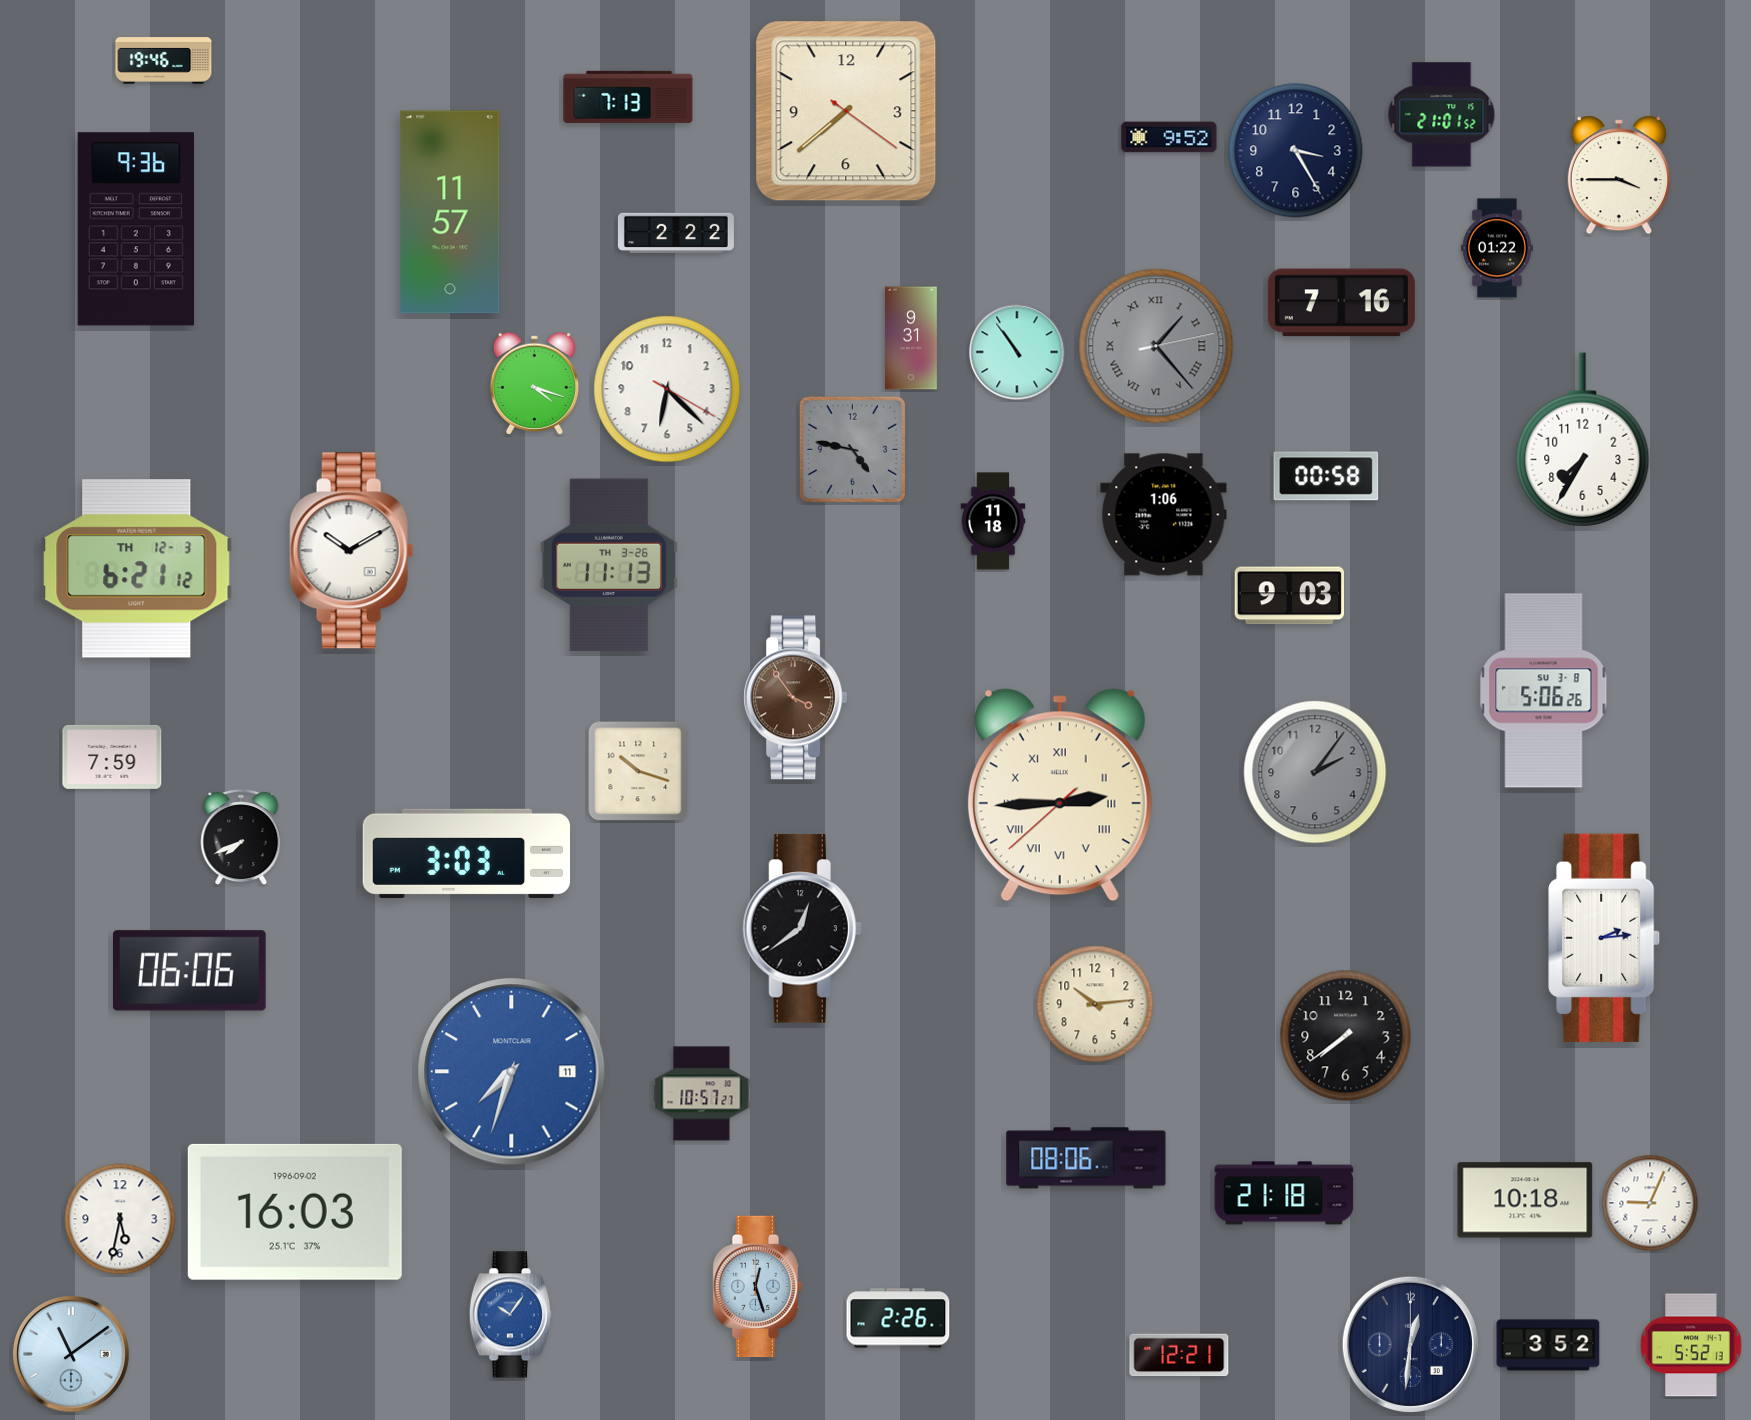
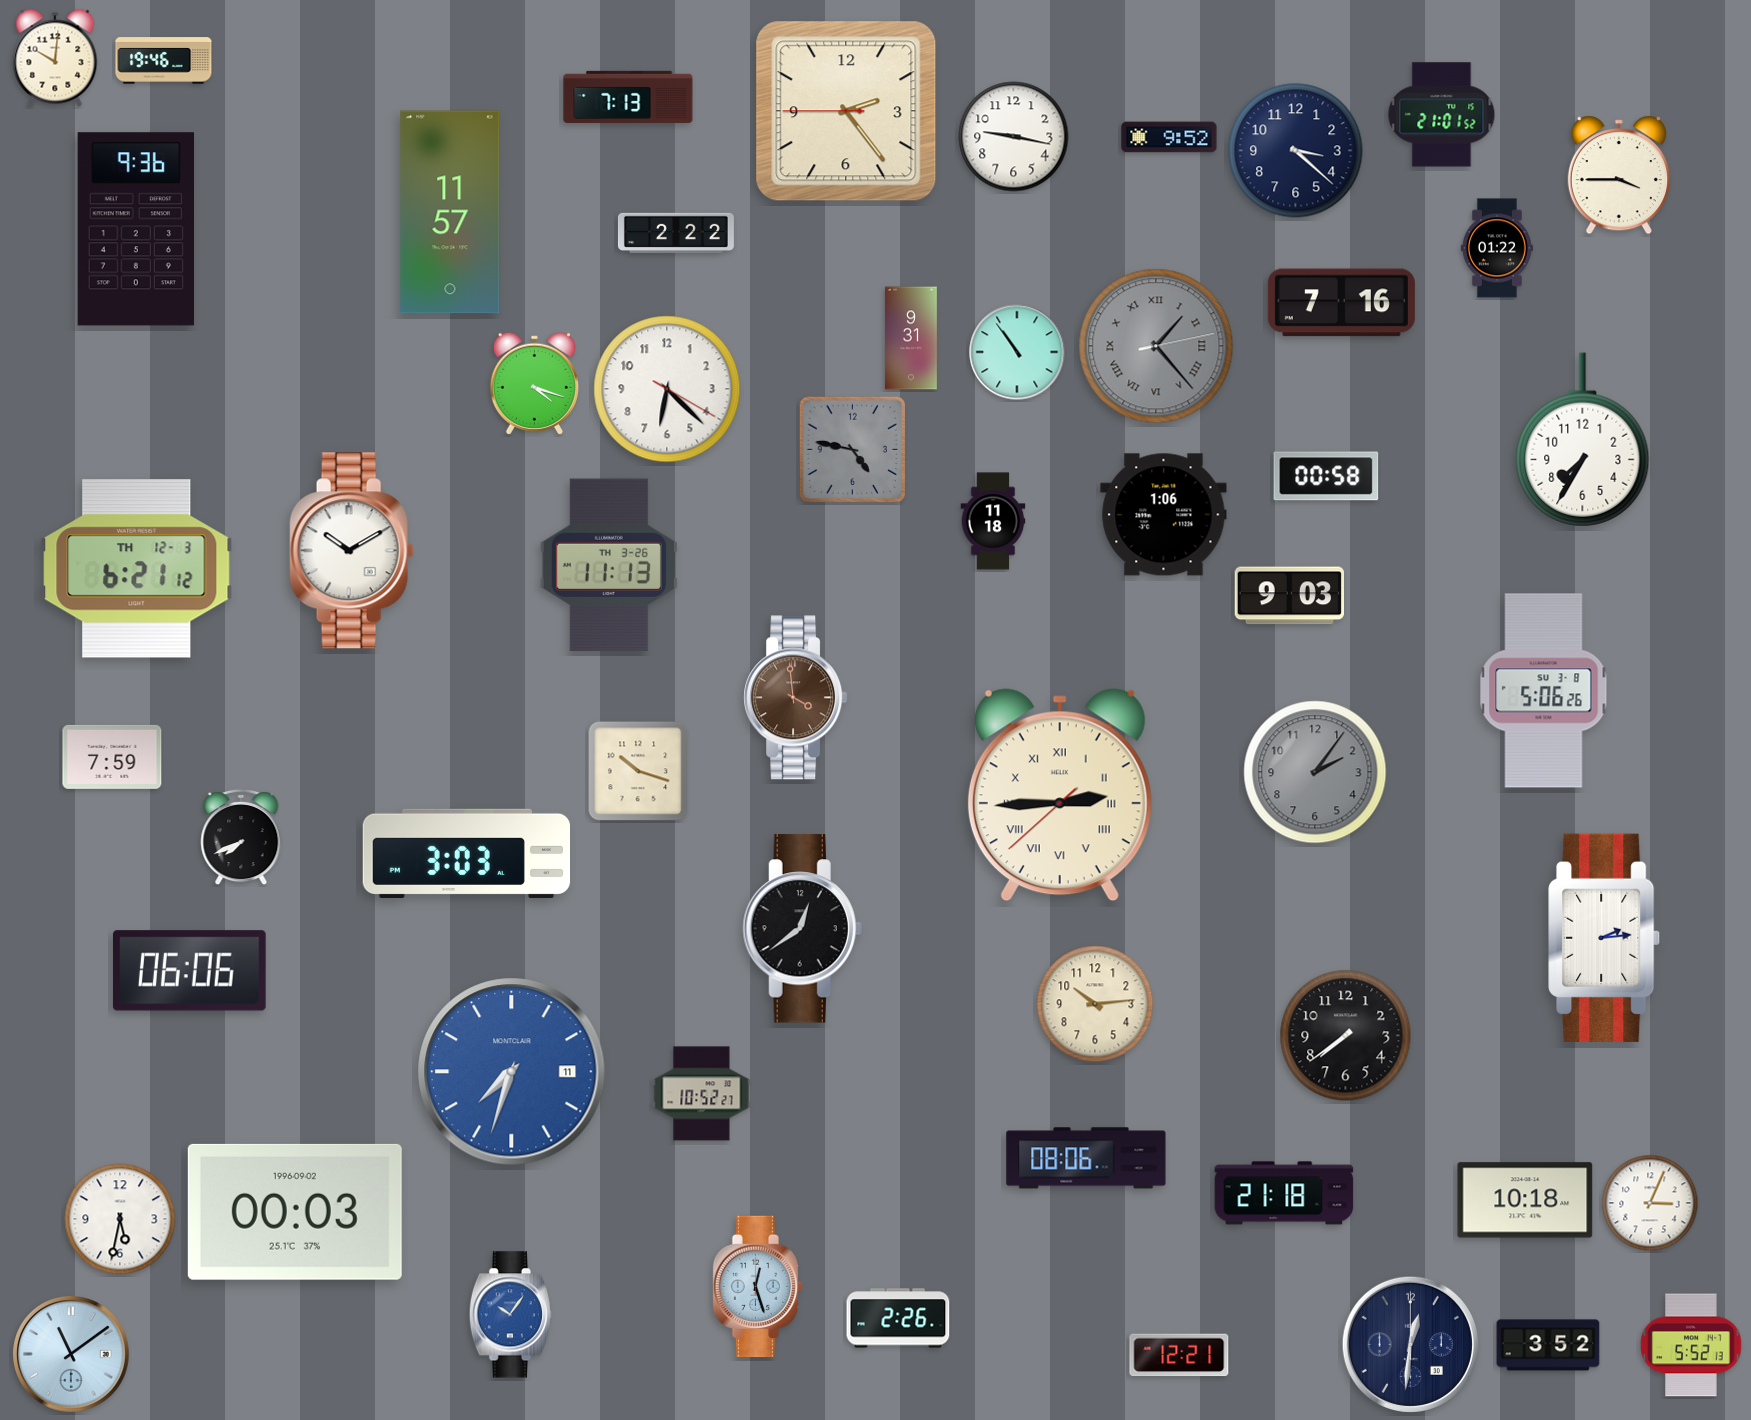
clock at (55, 58): none -> 10:01
clock at (846, 111): 7:38 -> 2:23
clock at (1014, 137): none -> 9:17
clock at (1296, 151): 3:25 -> 3:22
clock at (796, 698): 3:54 -> 3:59
clock at (702, 1094): 10:57 -> 10:52
clock at (1650, 1203): 9:04 -> 3:04
clock at (295, 1212): 16:03 -> 00:03
